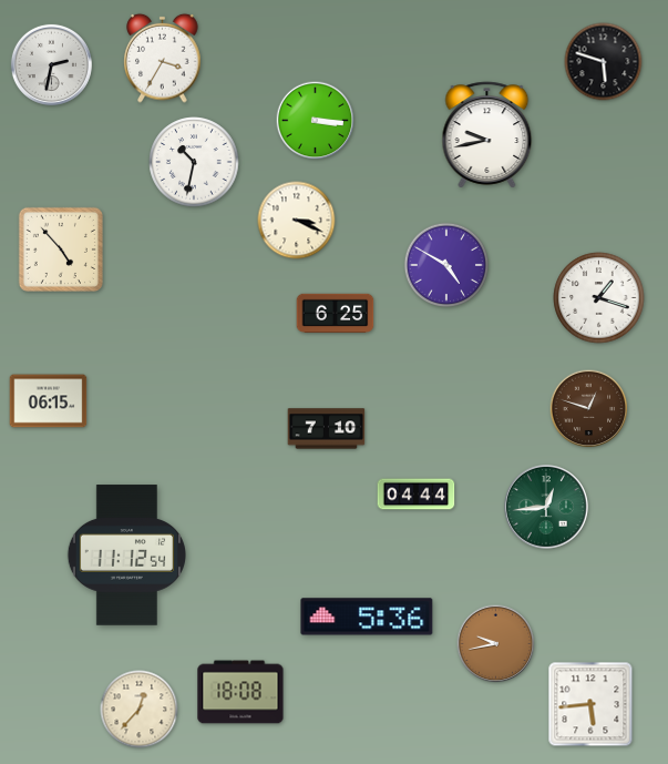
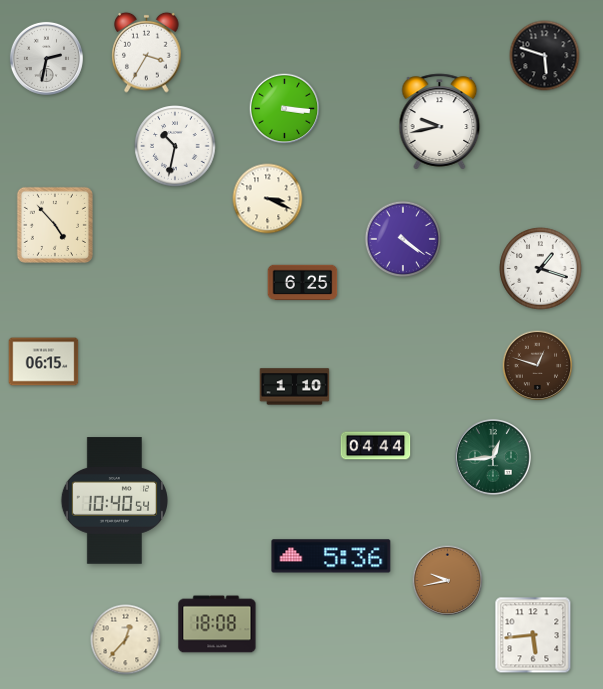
clock at (446, 265): 4:50 -> 4:21
clock at (589, 409) position: (589, 409) -> (538, 366)
clock at (327, 429): 7:10 -> 1:10
clock at (126, 556): 11:12 -> 10:40
